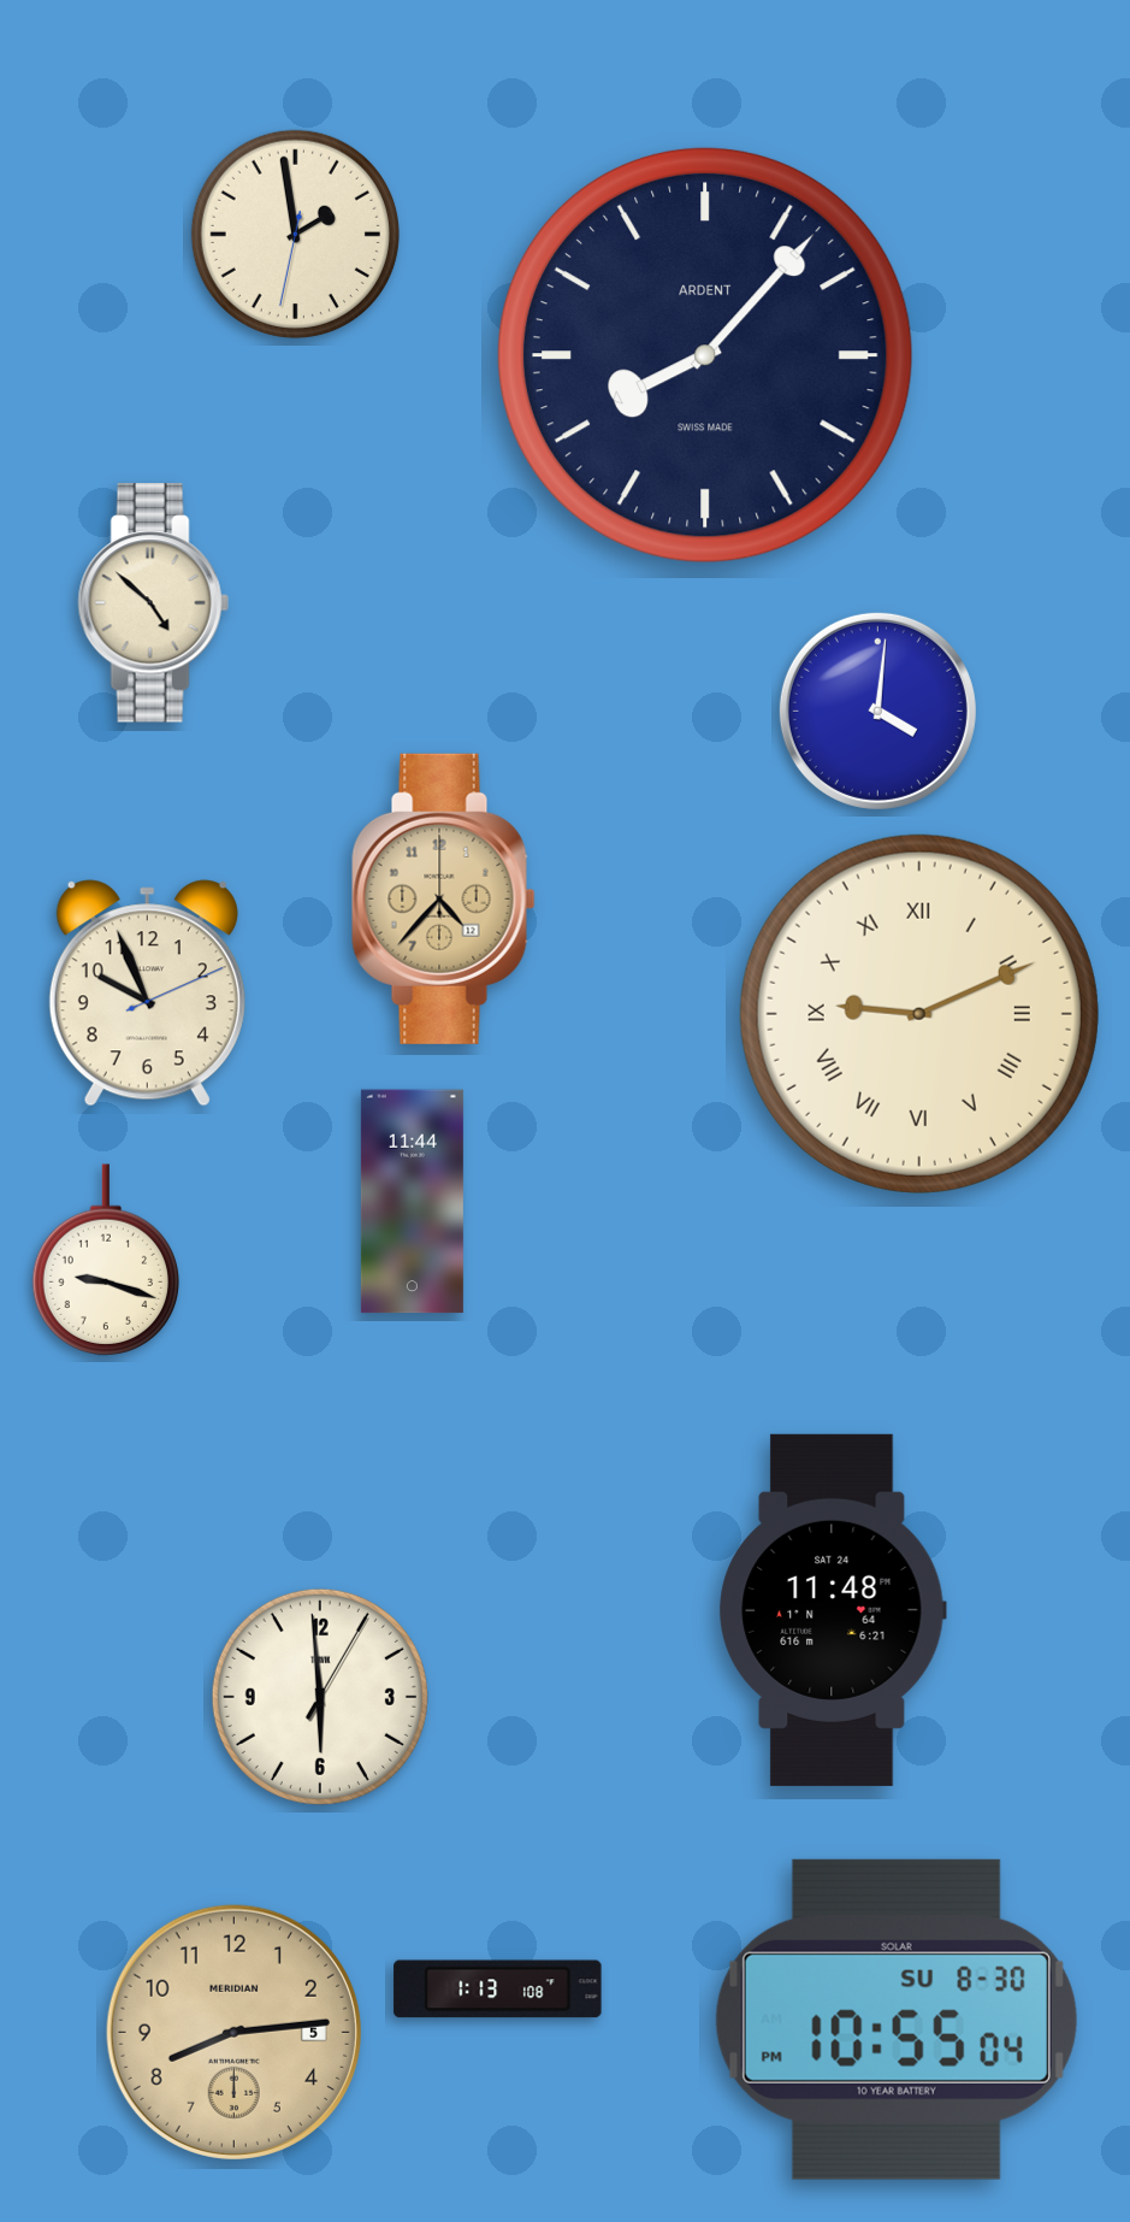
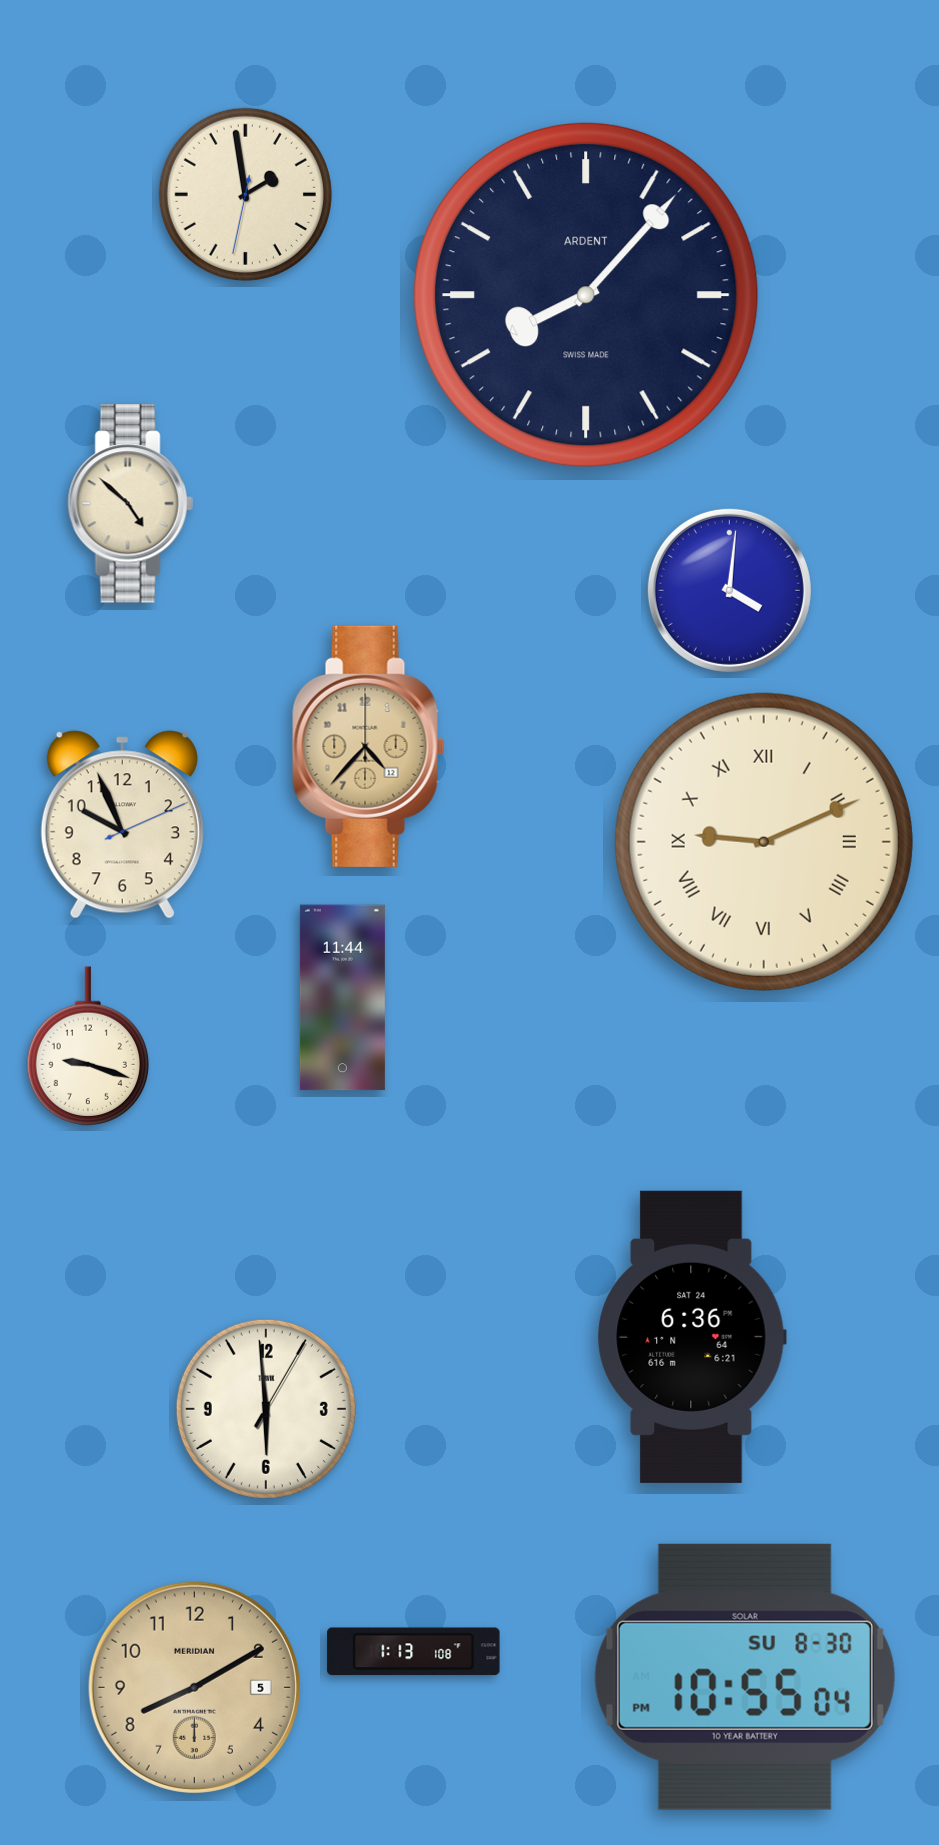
clock at (153, 603) position: (153, 603) -> (130, 504)
clock at (833, 1610): 11:48 -> 6:36
clock at (233, 2032): 8:14 -> 8:10
